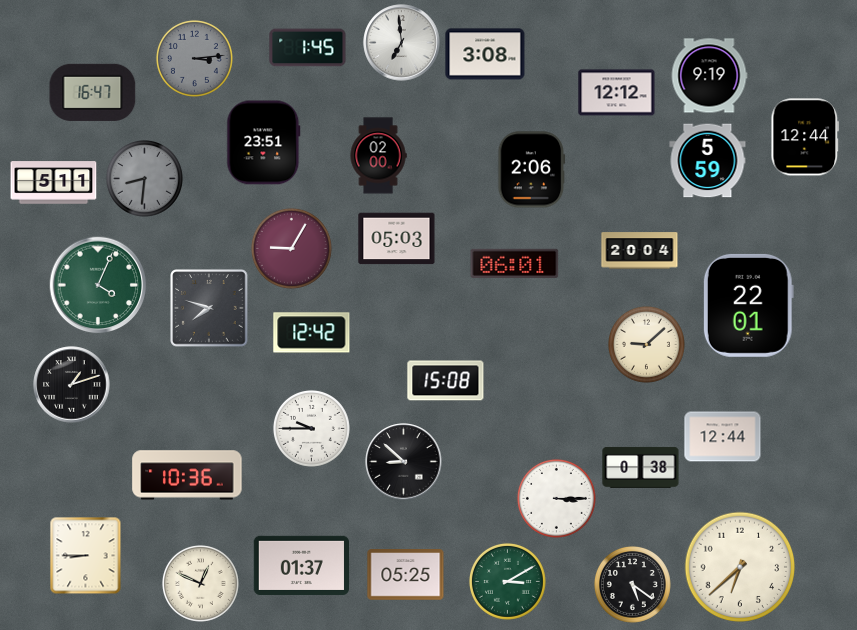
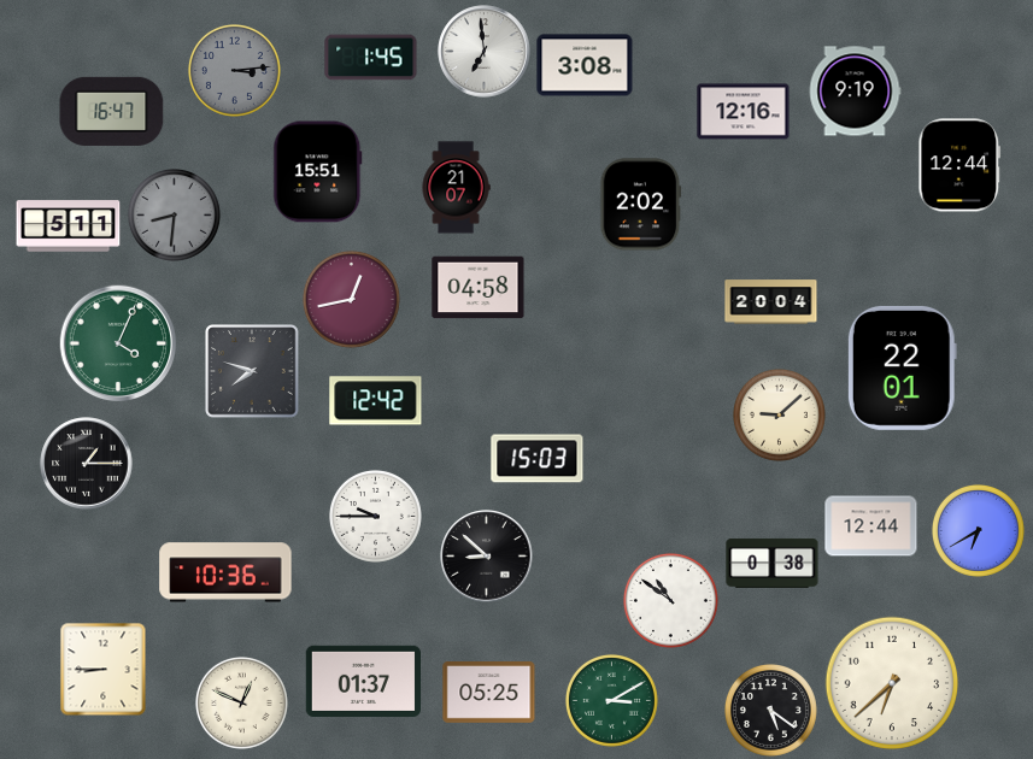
clock at (617, 93): 12:12 -> 12:16
clock at (805, 137) position: (805, 137) -> (959, 165)
clock at (264, 143): 23:51 -> 15:51
clock at (378, 156): 02:00 -> 21:07
clock at (708, 161): 5:59 -> none
clock at (532, 170): 2:06 -> 2:02
clock at (54, 183) position: (54, 183) -> (69, 226)
clock at (397, 239): 05:03 -> 04:58
clock at (291, 248): 9:05 -> 12:43
clock at (515, 263): 06:01 -> none
clock at (446, 381): 15:08 -> 15:03
clock at (72, 385): 1:12 -> 1:15
clock at (978, 530): none -> 6:40
clock at (556, 498): 3:15 -> 10:51
clock at (632, 584) position: (632, 584) -> (770, 710)
